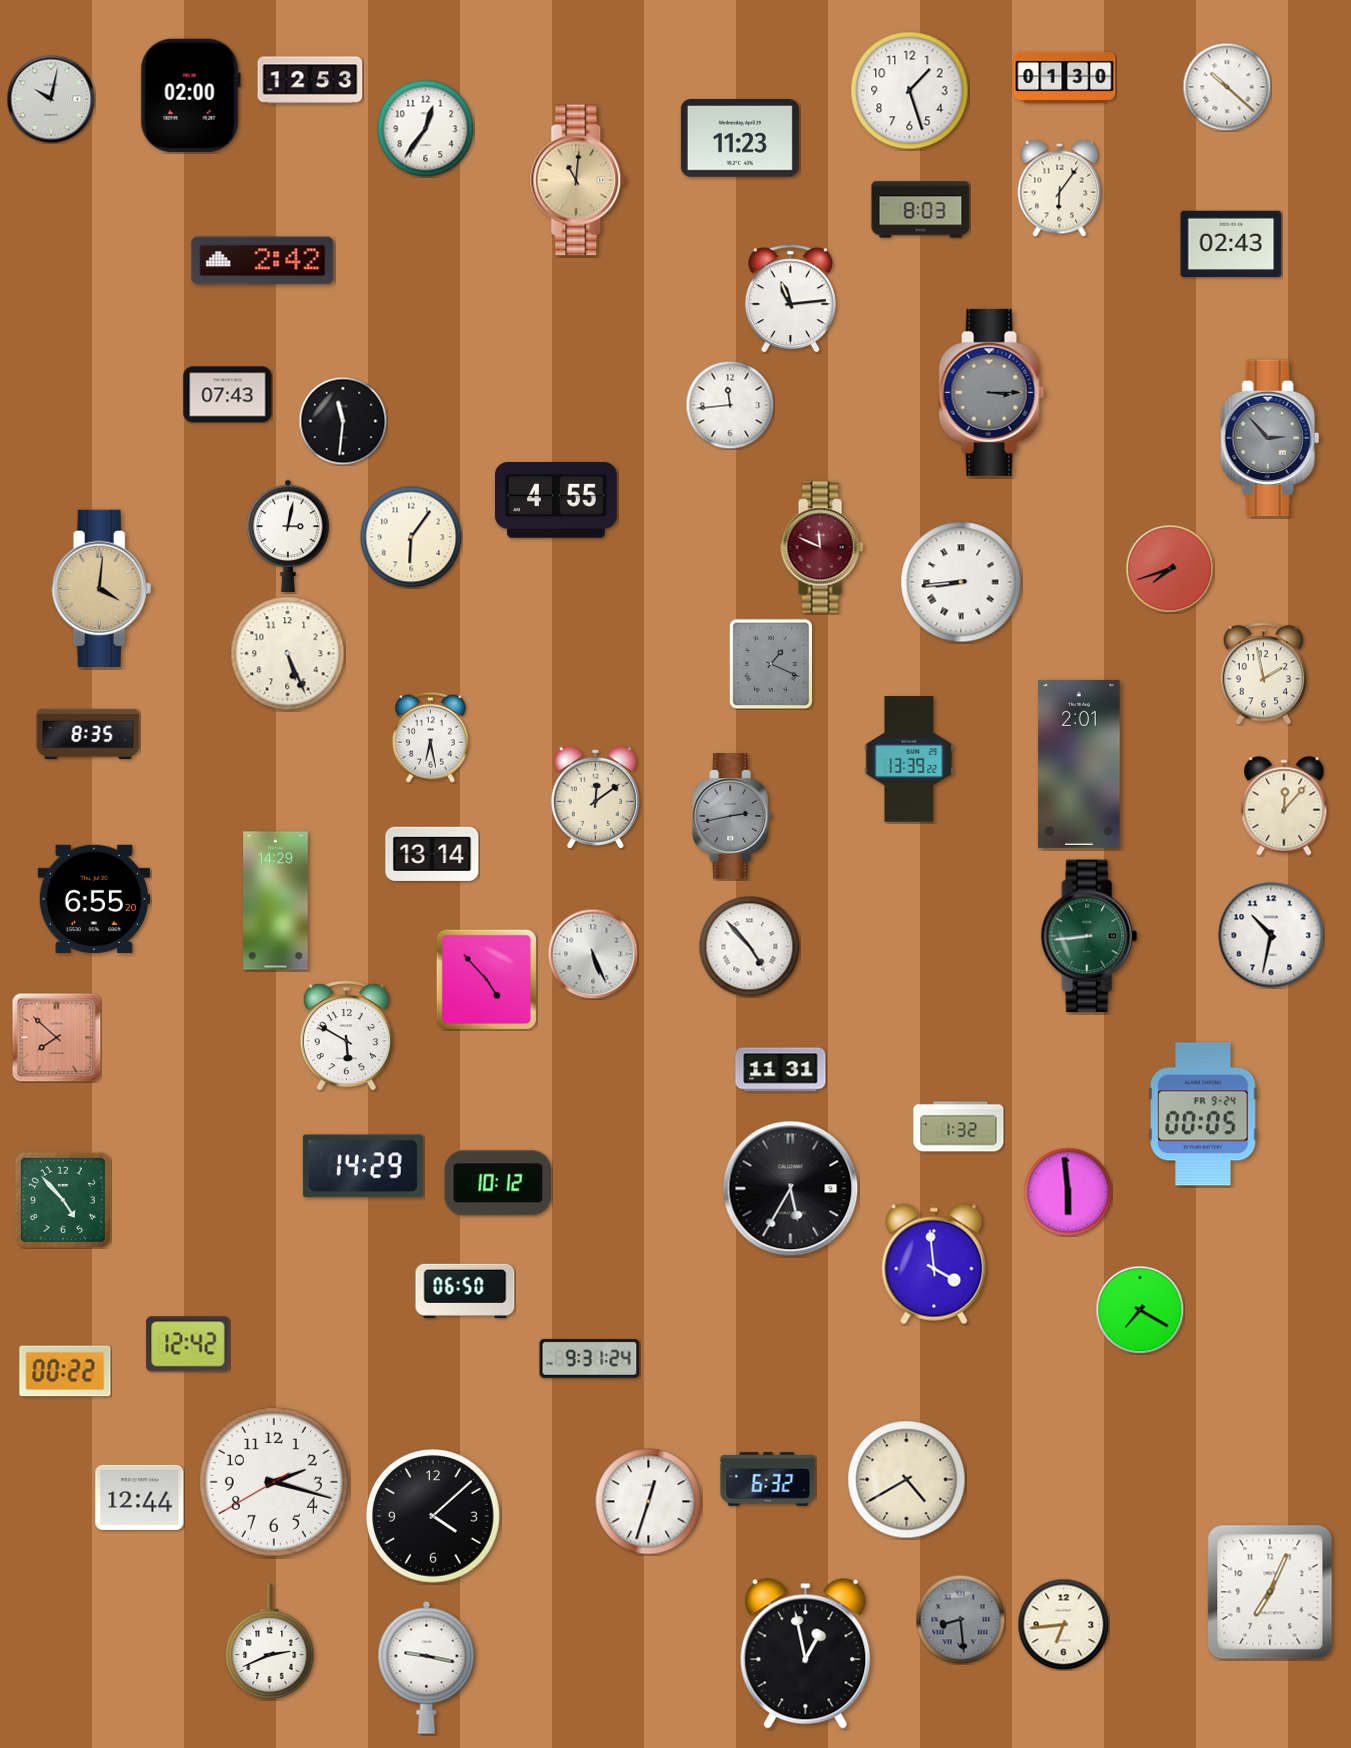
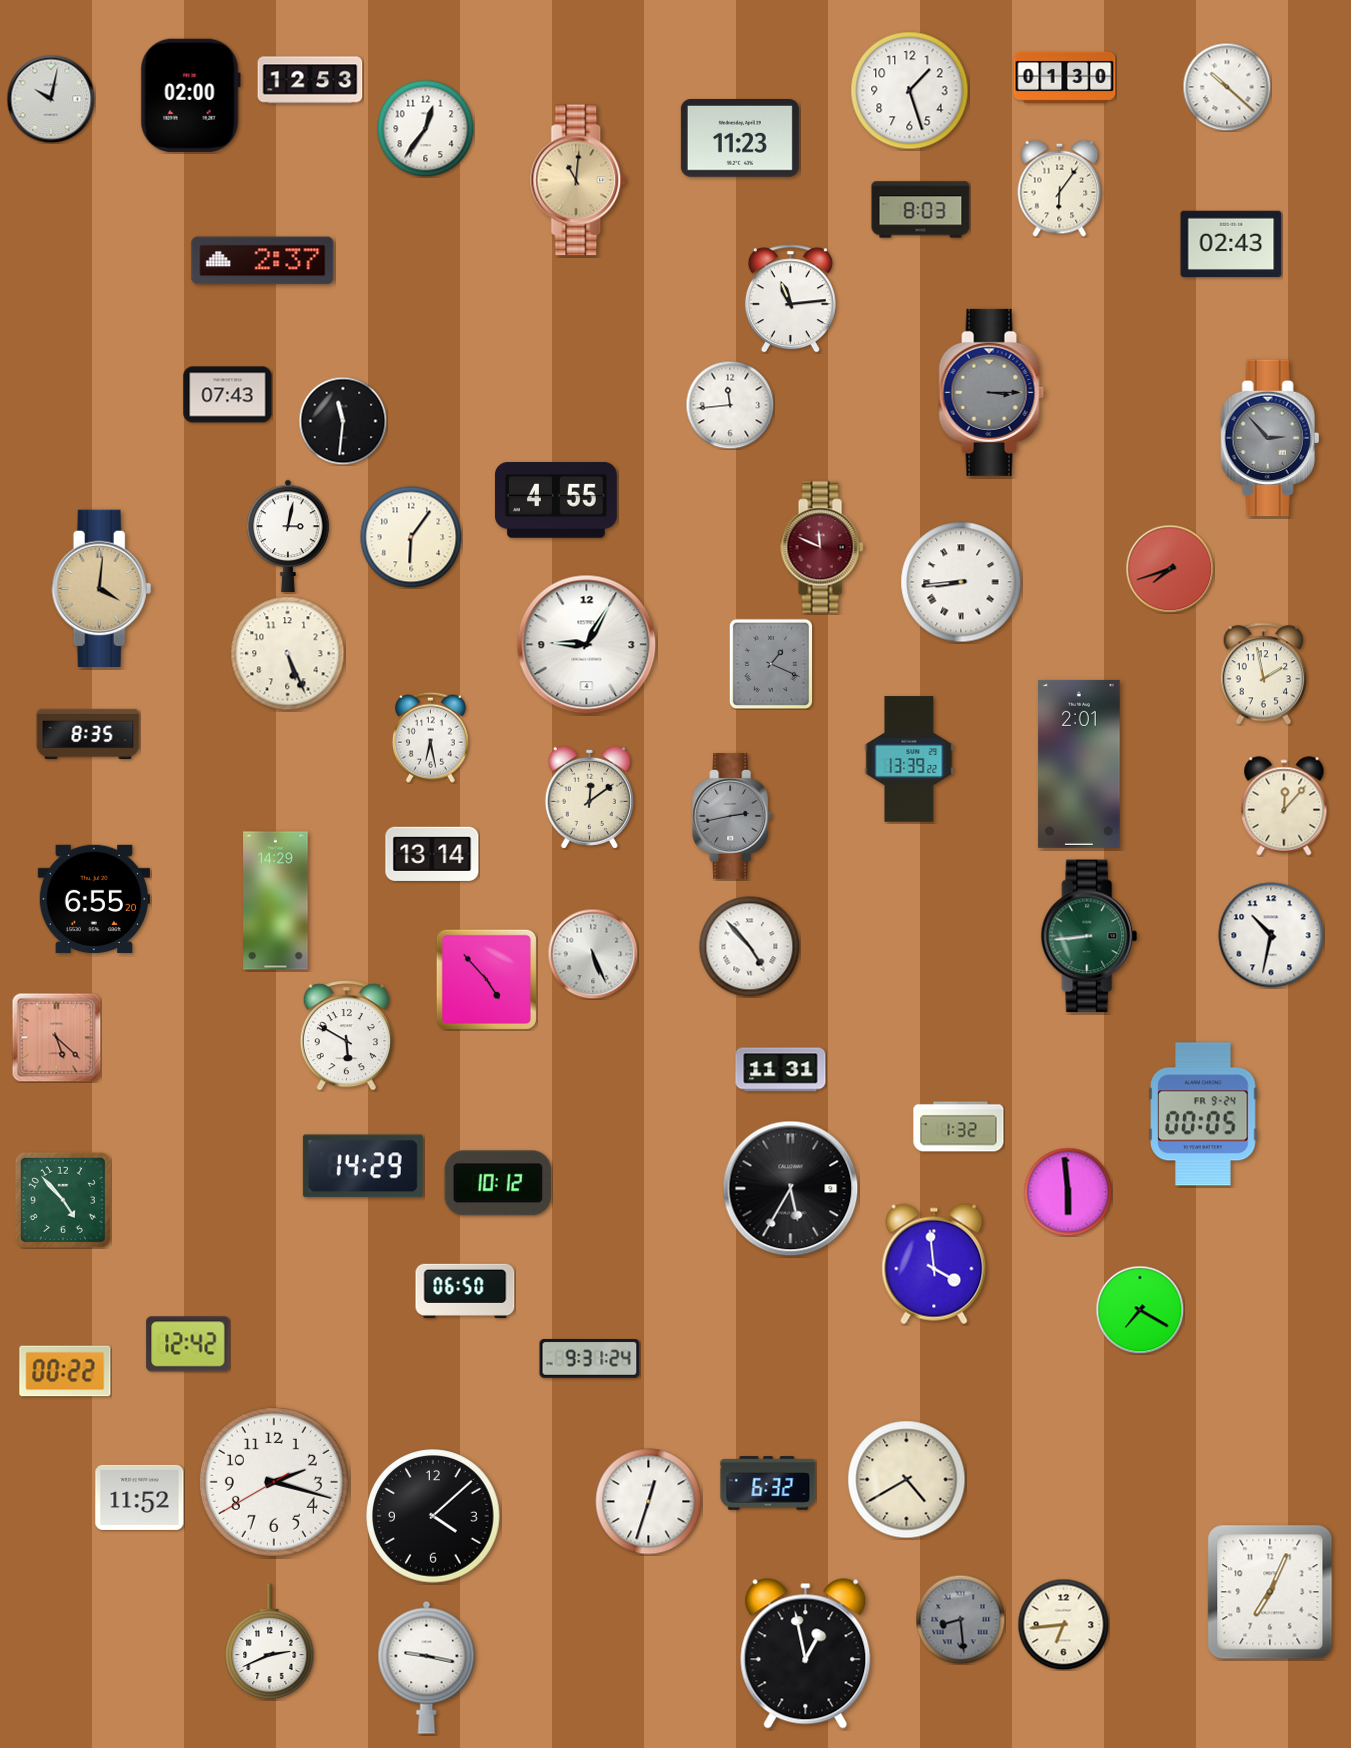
clock at (263, 261): 2:42 -> 2:37
clock at (587, 645): none -> 9:05
clock at (595, 797) position: (595, 797) -> (589, 797)
clock at (56, 1037): 7:52 -> 5:22
clock at (768, 1479) position: (768, 1479) -> (768, 1483)
clock at (140, 1497): 12:44 -> 11:52
